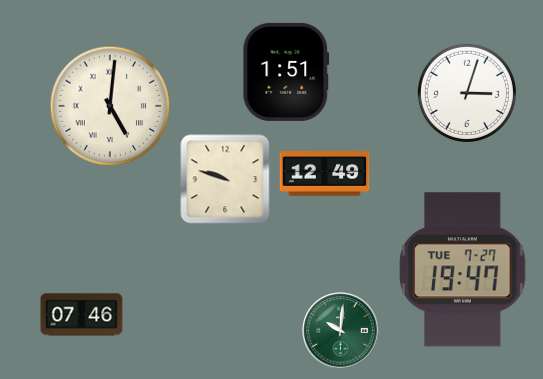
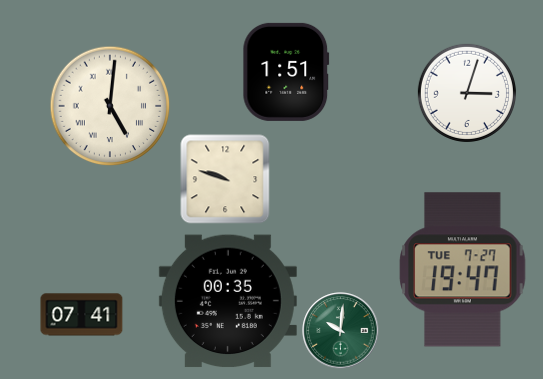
clock at (325, 174): 12:49 -> none
clock at (228, 301): none -> 00:35
clock at (82, 315): 07:46 -> 07:41
